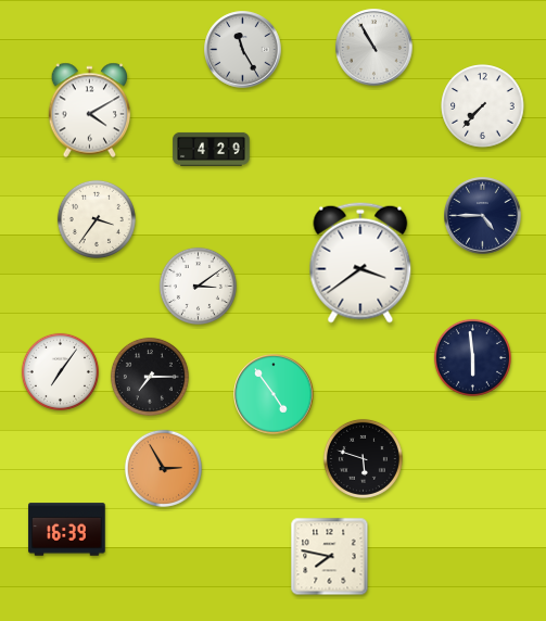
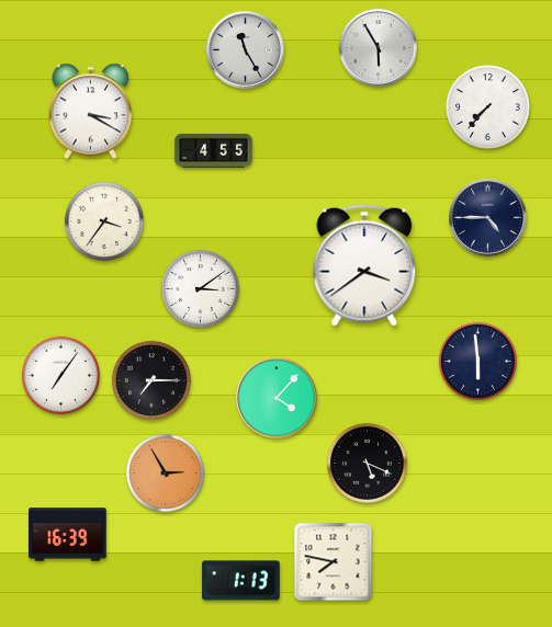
clock at (374, 48): 10:55 -> 5:55
clock at (90, 111): 4:10 -> 3:20
clock at (212, 149): 4:29 -> 4:55
clock at (97, 219) position: (97, 219) -> (104, 221)
clock at (274, 394): 4:54 -> 4:07
clock at (363, 458): 5:48 -> 5:19
clock at (241, 581): none -> 1:13
